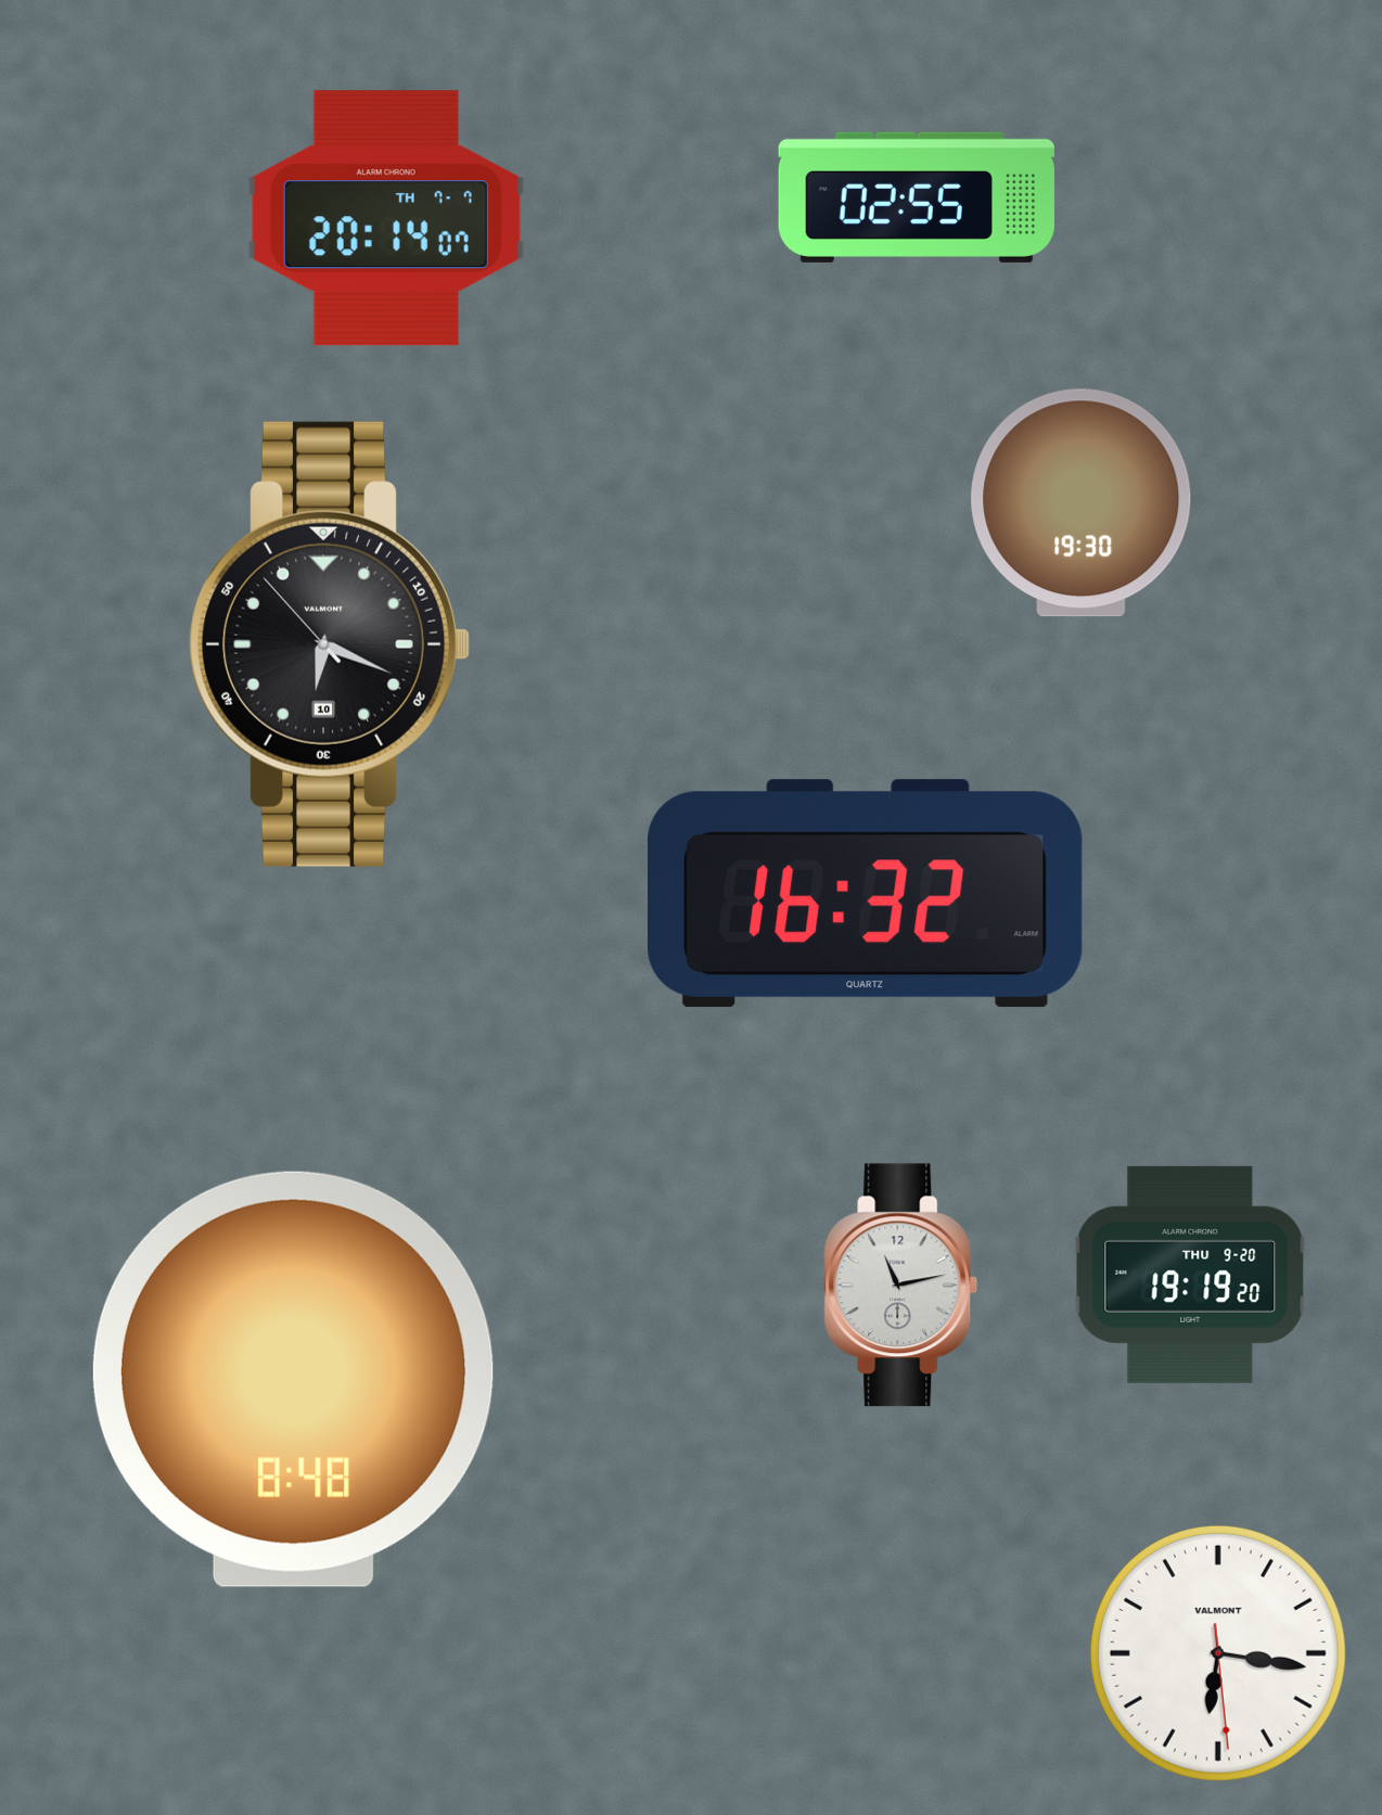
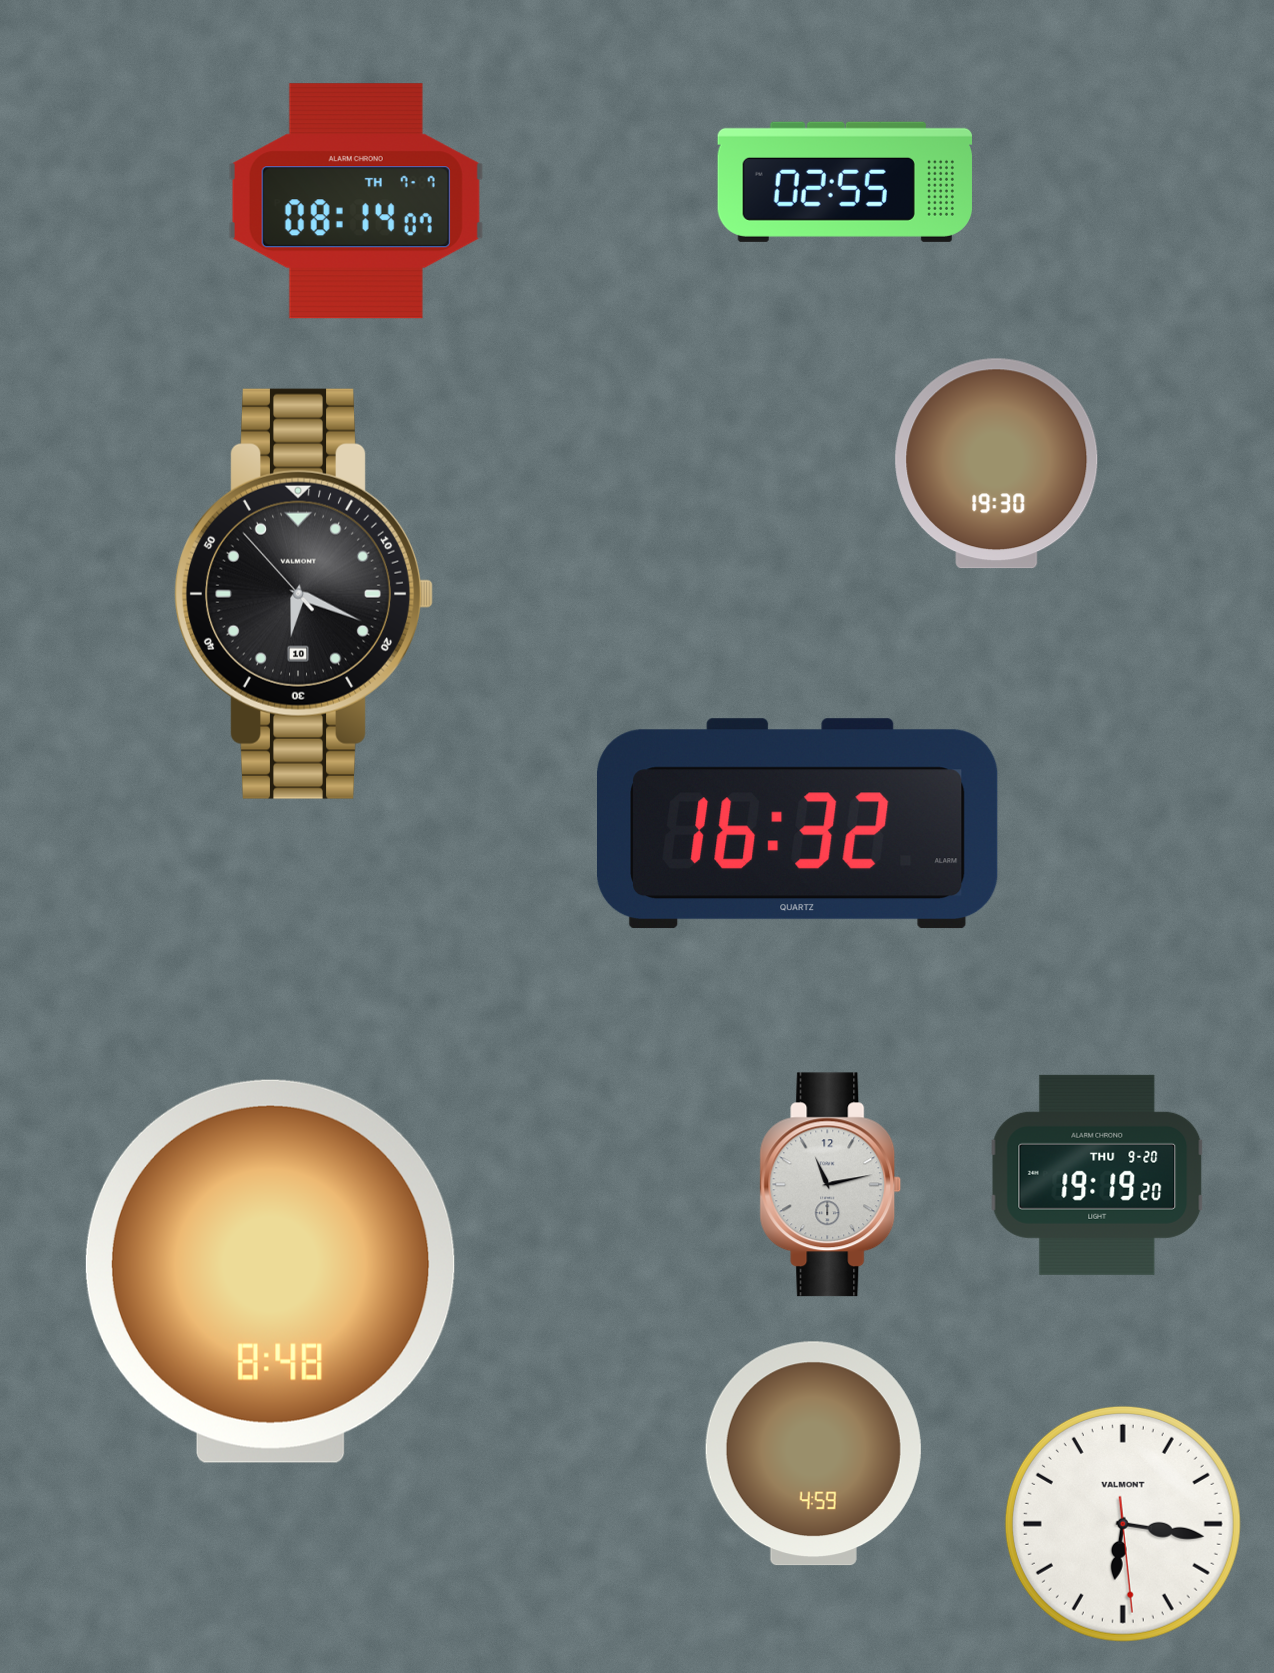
clock at (386, 218): 20:14 -> 08:14
clock at (813, 1454): none -> 4:59
